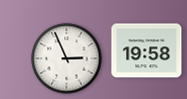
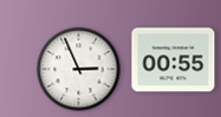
clock at (147, 51): 19:58 -> 00:55
